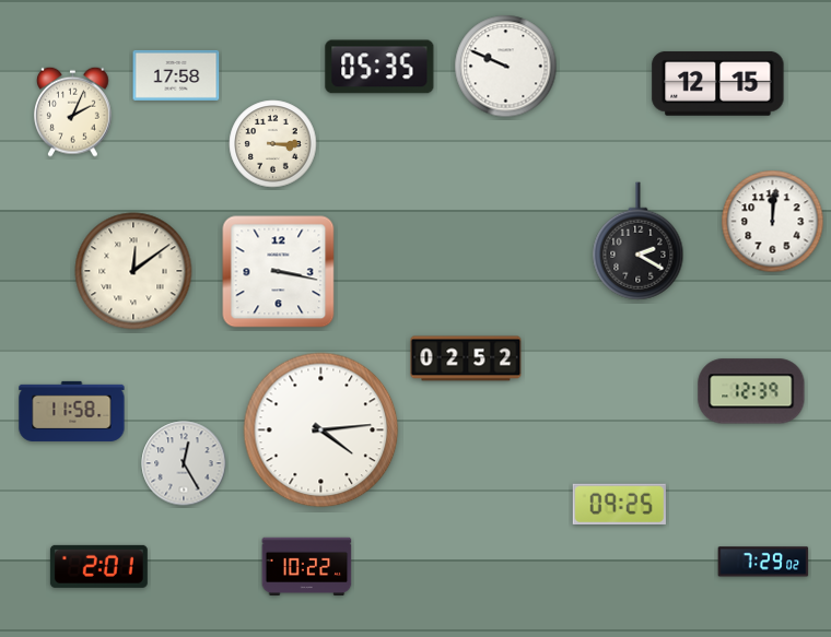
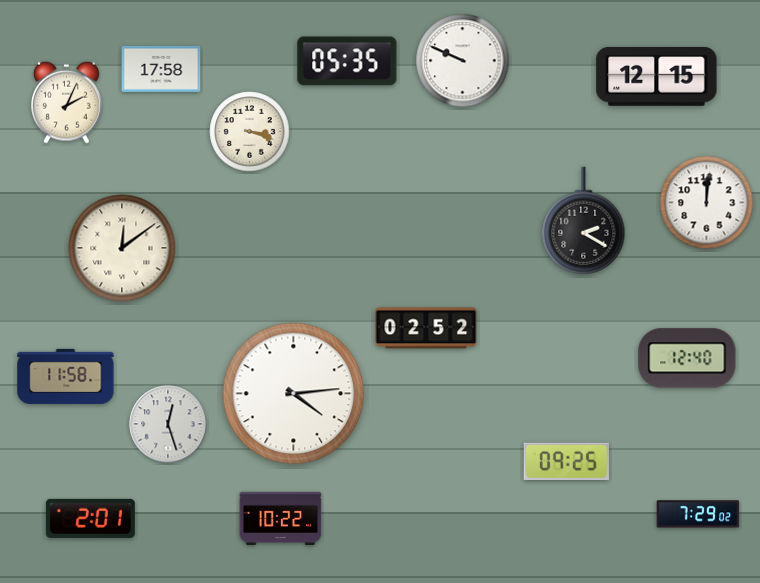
clock at (273, 144): 3:15 -> 3:18
clock at (279, 272): 3:17 -> none
clock at (751, 391): 12:39 -> 12:40
clock at (184, 463): 12:25 -> 12:27
